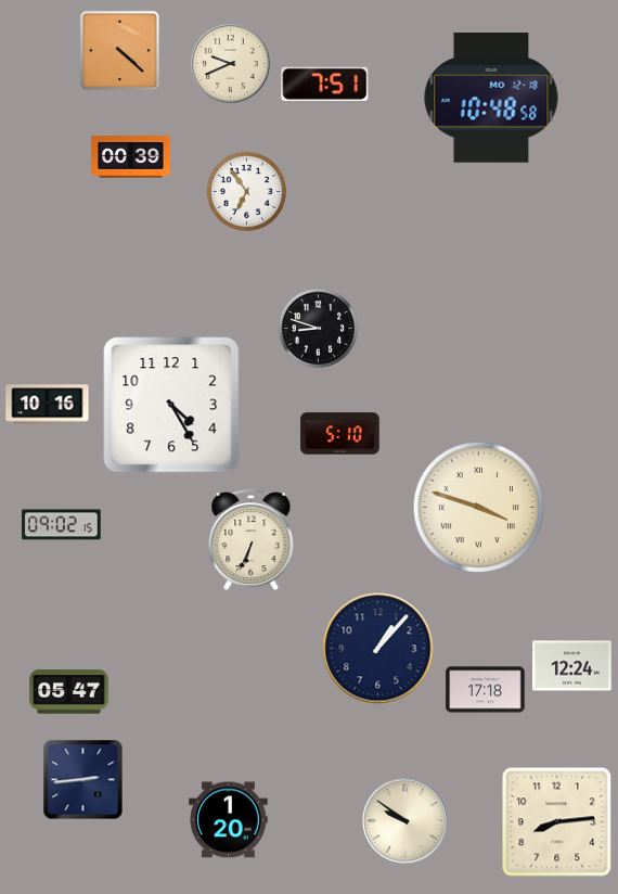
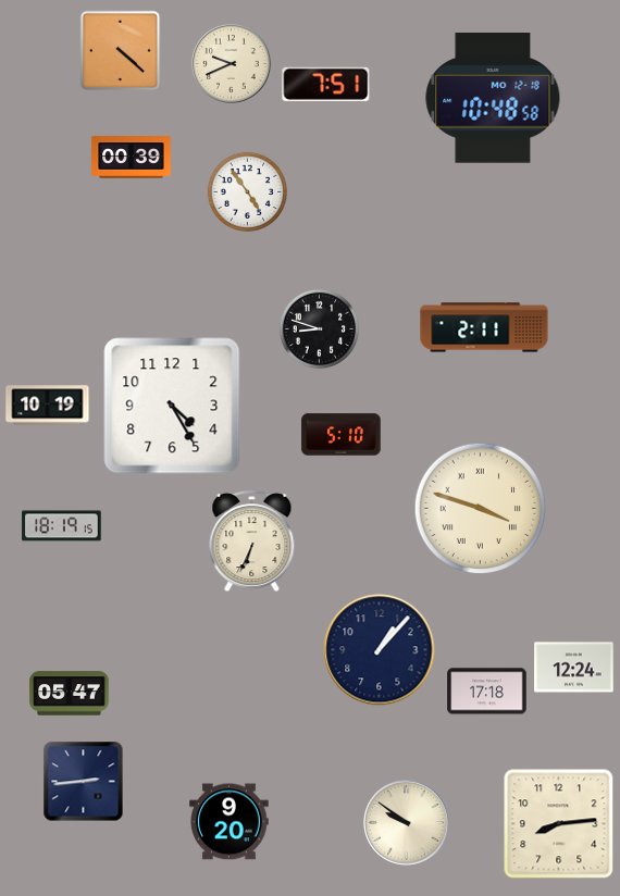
clock at (247, 192): 6:54 -> 4:54
clock at (484, 327): none -> 2:11
clock at (48, 405): 10:16 -> 10:19
clock at (62, 525): 09:02 -> 18:19
clock at (229, 820): 1:20 -> 9:20
